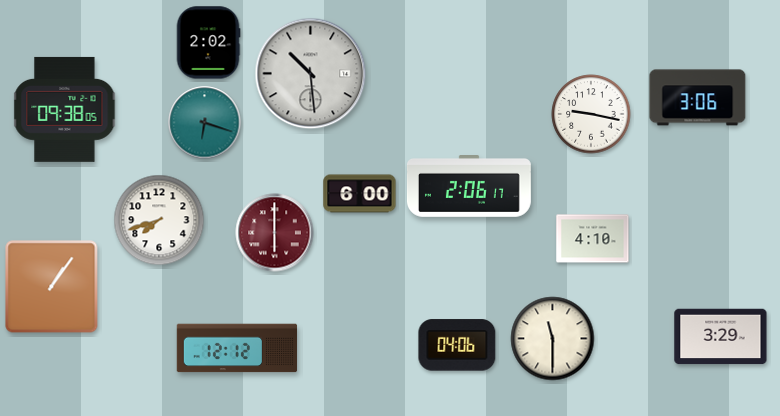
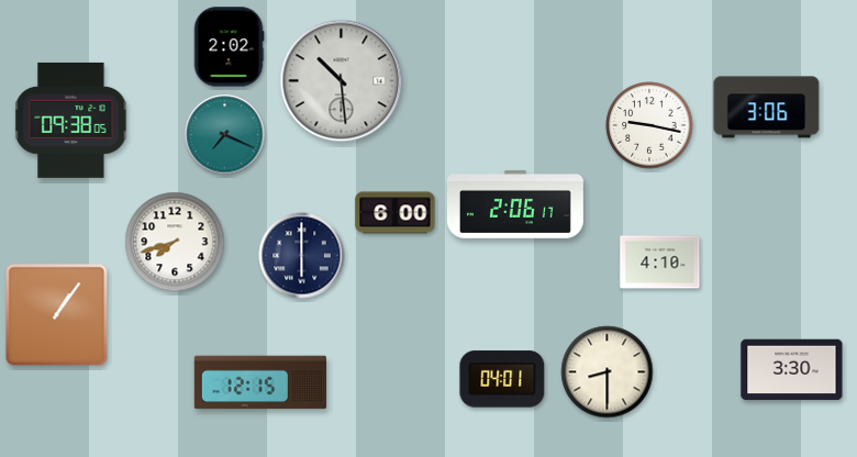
clock at (205, 123): 6:18 -> 7:19
clock at (275, 233) dial: burgundy -> navy
clock at (593, 239) position: (593, 239) -> (660, 263)
clock at (721, 337): 3:29 -> 3:30
clock at (553, 339): 11:30 -> 8:30
clock at (457, 345): 04:06 -> 04:01
clock at (237, 348): 12:12 -> 12:15
